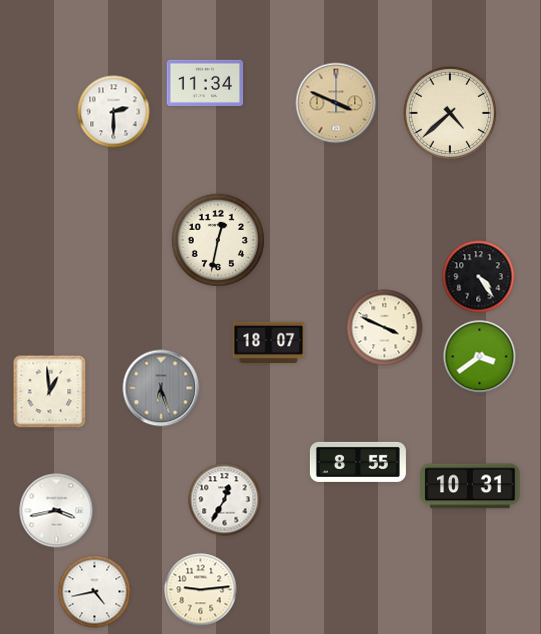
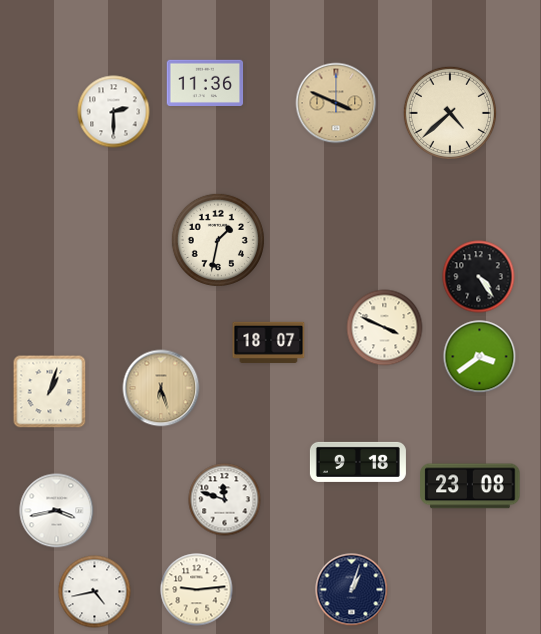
clock at (205, 82): 11:34 -> 11:36
clock at (218, 240): 12:32 -> 1:32
clock at (161, 388) dial: grey -> champagne
clock at (50, 392): 12:59 -> 1:03
clock at (358, 462): 8:55 -> 9:18
clock at (470, 486): 10:31 -> 23:08
clock at (225, 500): 12:35 -> 11:48
clock at (201, 590) position: (201, 590) -> (197, 590)
clock at (352, 590): none -> 1:03
